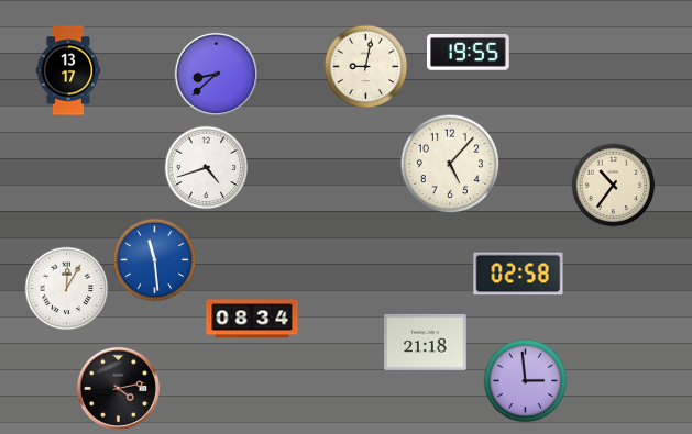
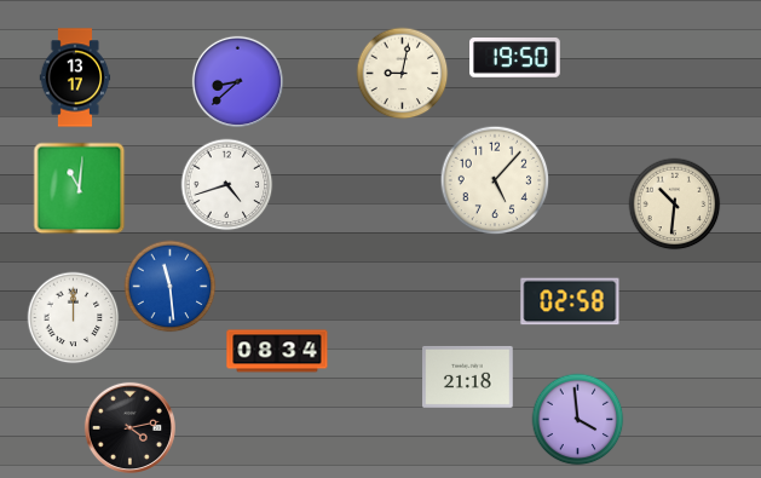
clock at (469, 53): 19:55 -> 19:50
clock at (80, 189): none -> 11:01
clock at (614, 186): 10:36 -> 10:31
clock at (67, 289): 12:05 -> 12:00
clock at (526, 381): 2:59 -> 3:59
